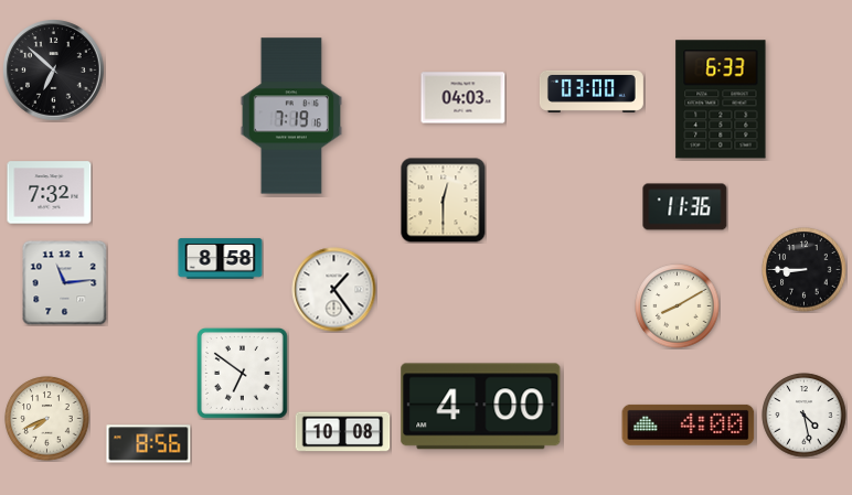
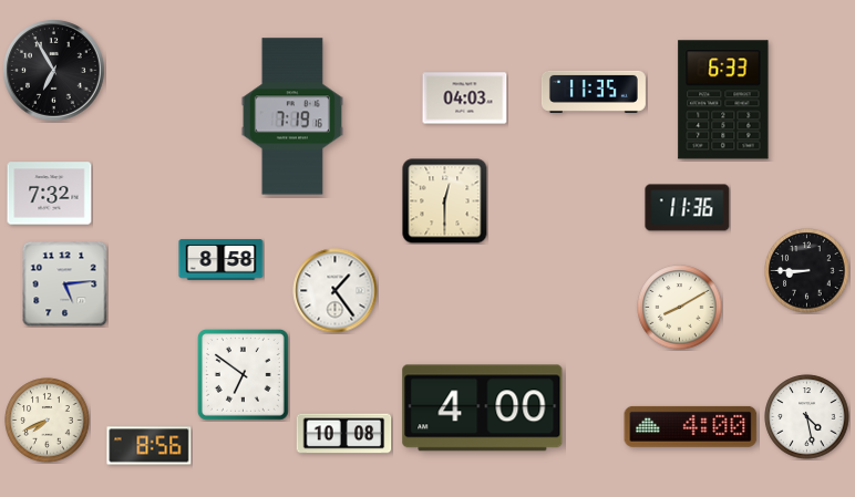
clock at (54, 71): 6:52 -> 6:55
clock at (592, 92): 03:00 -> 11:35
clock at (65, 283): 11:14 -> 5:14
